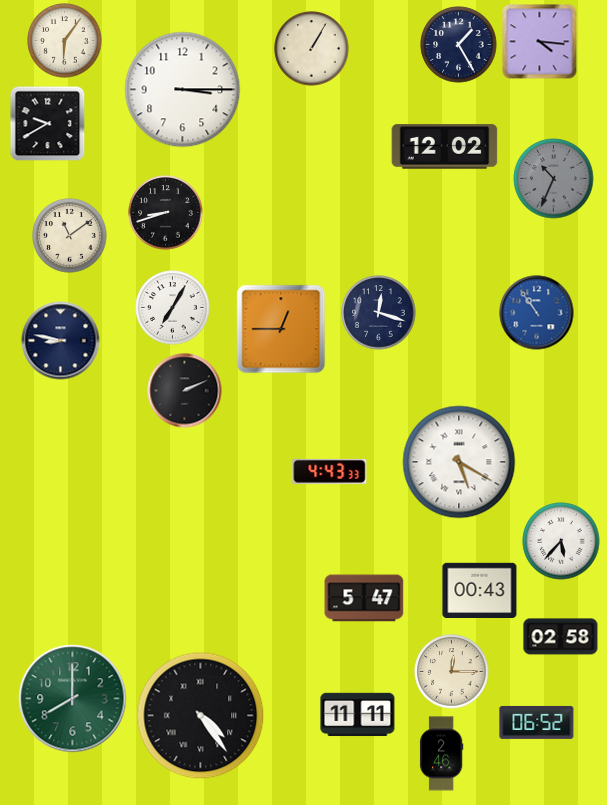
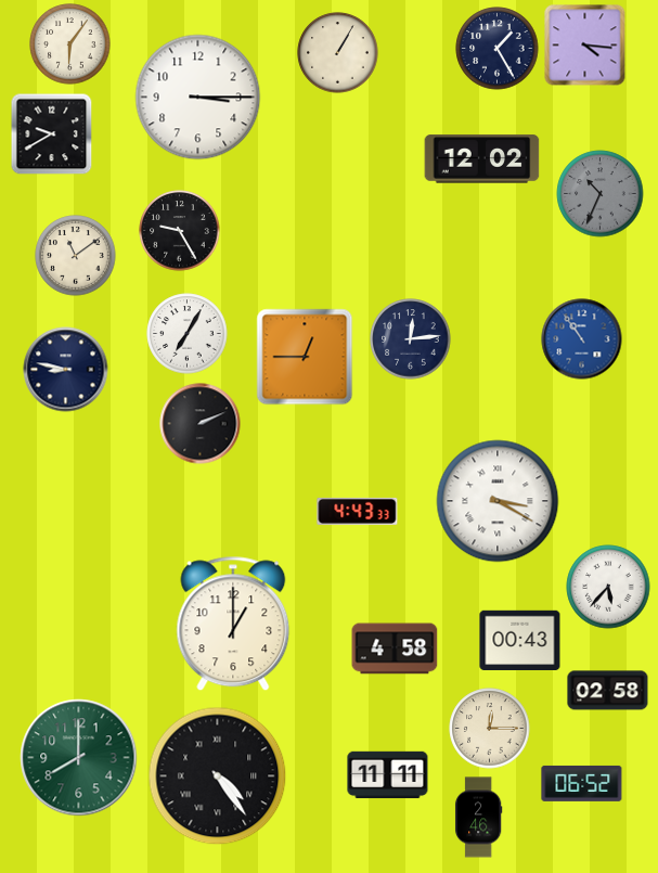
clock at (166, 213): 8:42 -> 9:25
clock at (379, 313): 12:18 -> 12:14
clock at (459, 462): 5:20 -> 3:20
clock at (233, 624): none -> 1:00
clock at (364, 598): 5:47 -> 4:58
